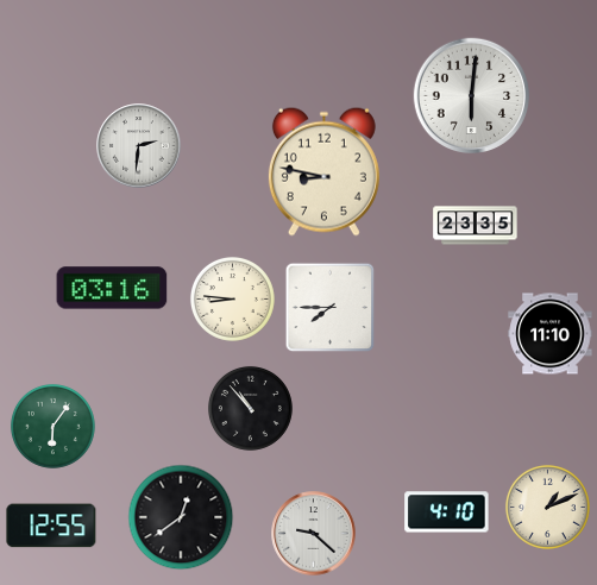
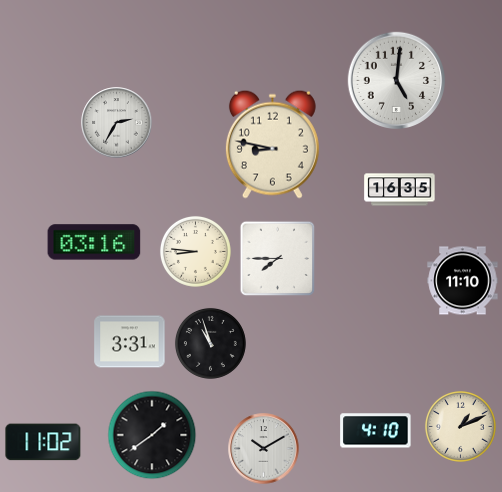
clock at (471, 95): 6:01 -> 5:01
clock at (139, 146): 2:31 -> 2:35
clock at (476, 226): 23:35 -> 16:35
clock at (130, 342): none -> 3:31
clock at (250, 408): 10:53 -> 10:57
clock at (52, 426): 6:06 -> none
clock at (181, 517): 12:39 -> 1:39
clock at (51, 526): 12:55 -> 11:02
clock at (314, 534): 9:22 -> 10:10
